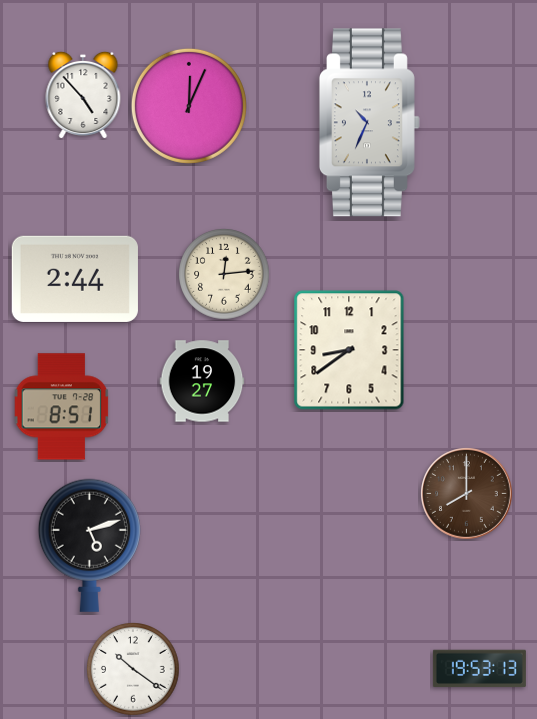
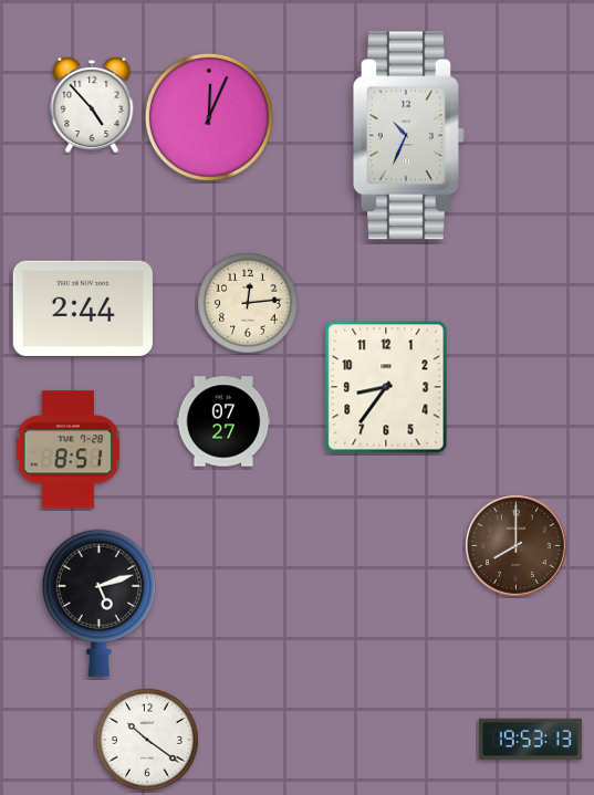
clock at (349, 350): 8:39 -> 8:36
clock at (202, 381): 19:27 -> 07:27
